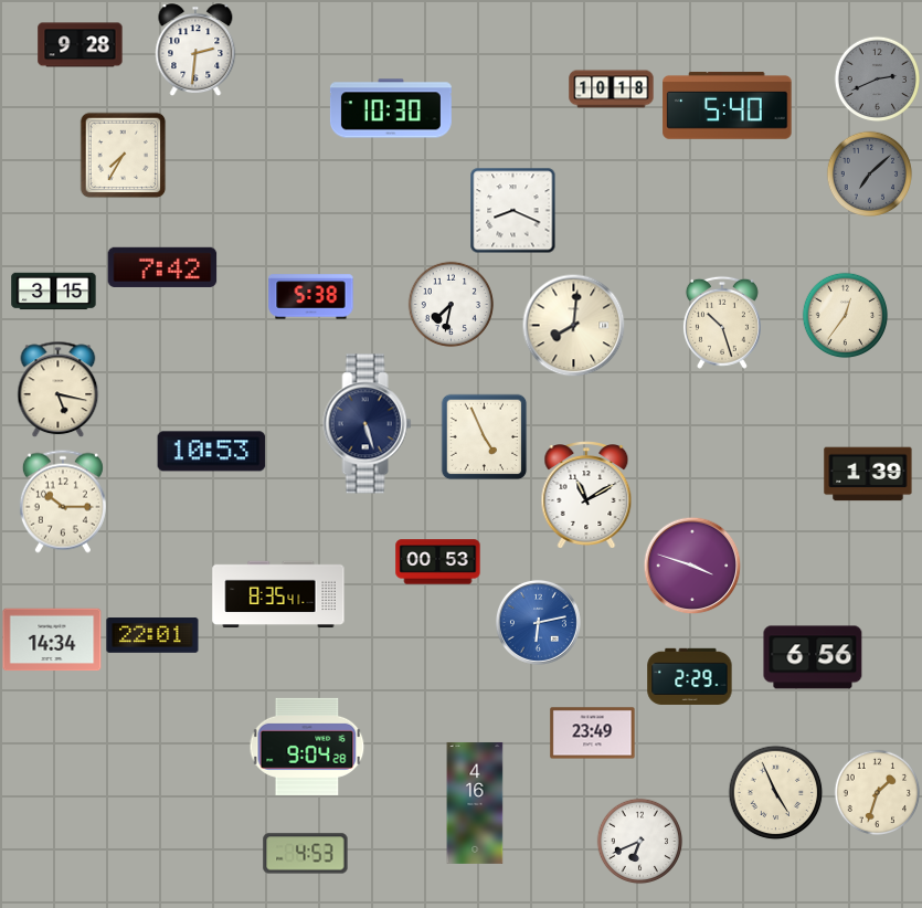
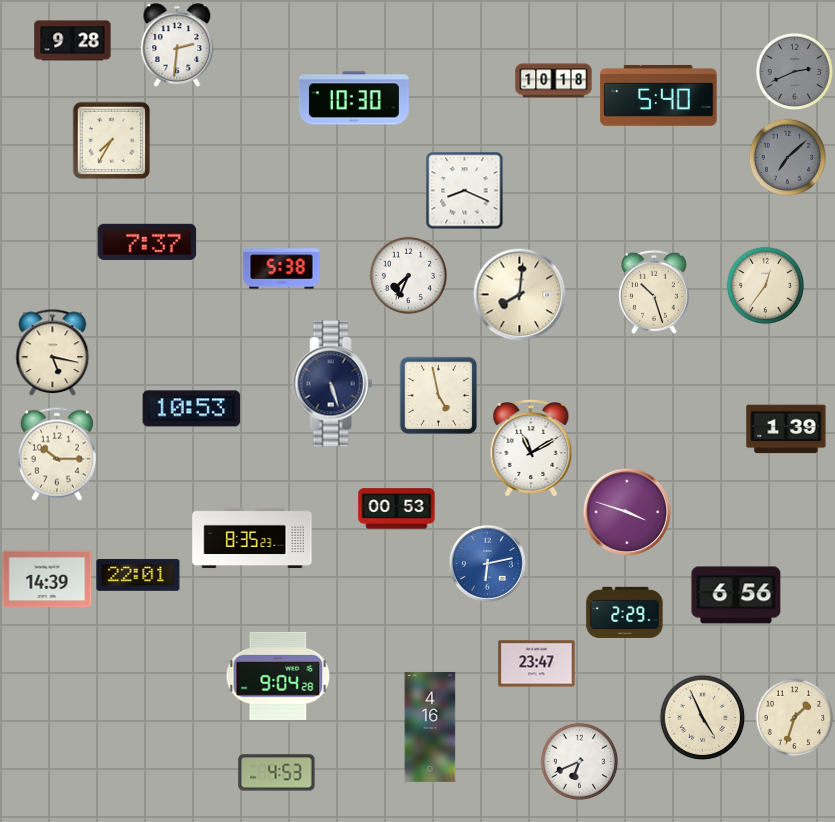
clock at (162, 267): 7:42 -> 7:37
clock at (54, 292): 3:15 -> none
clock at (451, 304): 7:32 -> 7:34
clock at (484, 436): 4:56 -> 4:58
clock at (278, 594): 8:35:41 -> 8:35:23
clock at (52, 640): 14:34 -> 14:39
clock at (593, 733): 23:49 -> 23:47
